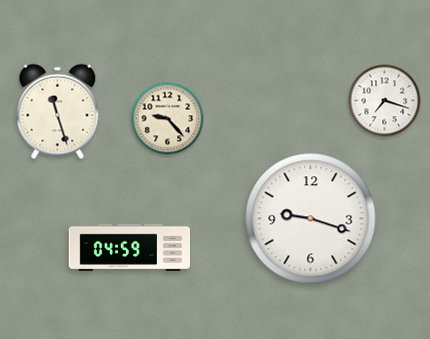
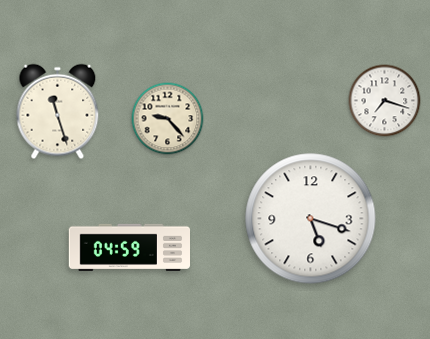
clock at (311, 219): 9:18 -> 5:18
